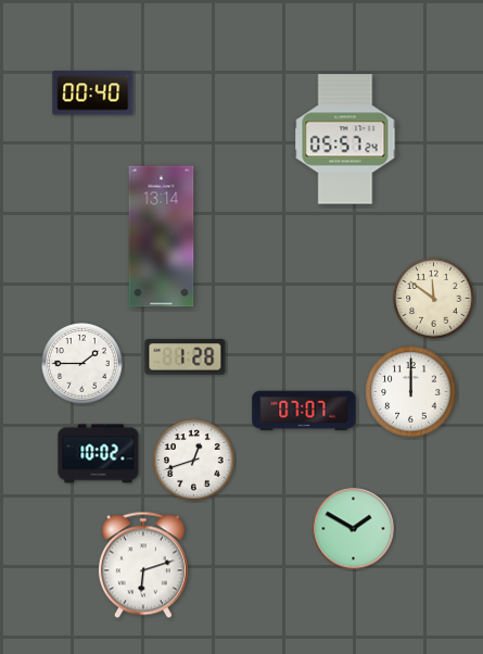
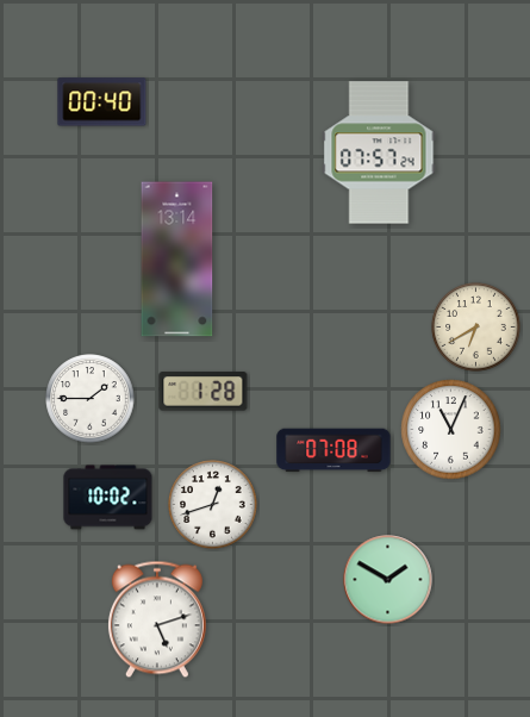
clock at (345, 139): 05:57 -> 07:57
clock at (434, 299): 11:51 -> 6:40
clock at (411, 392): 12:00 -> 11:04
clock at (304, 411): 07:07 -> 07:08
clock at (143, 565): 6:12 -> 5:12
